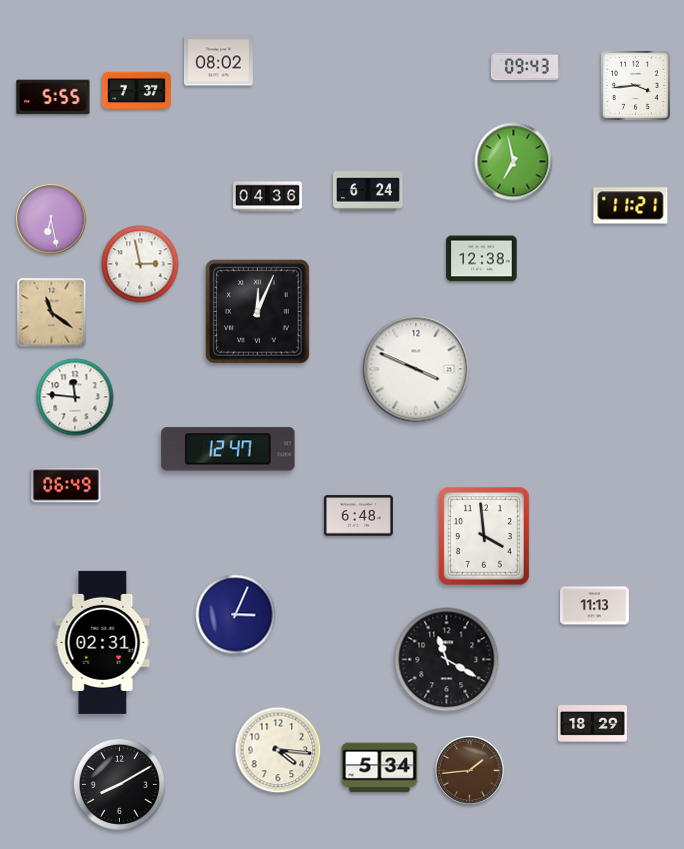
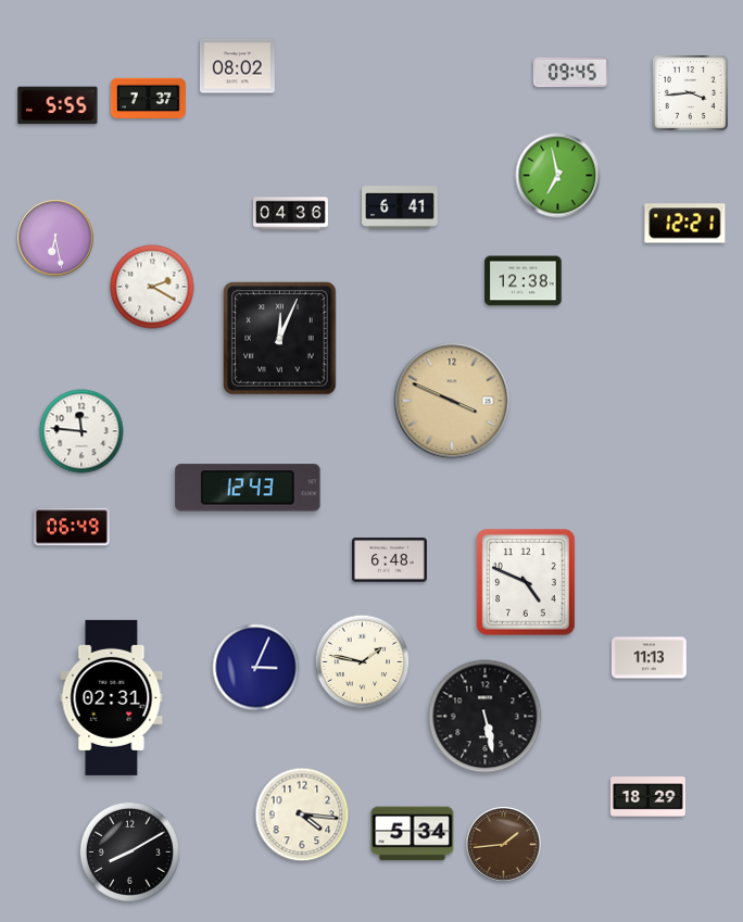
clock at (525, 67): 09:43 -> 09:45
clock at (368, 191): 6:24 -> 6:41
clock at (631, 206): 11:21 -> 12:21
clock at (140, 264): 2:58 -> 2:20
clock at (52, 313): 11:21 -> none
clock at (416, 369) dial: white -> champagne
clock at (228, 449): 12:47 -> 12:43
clock at (484, 536): 3:59 -> 4:49
clock at (594, 606) position: (594, 606) -> (648, 658)
clock at (363, 662): none -> 1:47
clock at (447, 660): 11:20 -> 5:28
clock at (593, 724) position: (593, 724) -> (648, 797)
clock at (470, 771) position: (470, 771) -> (504, 845)
